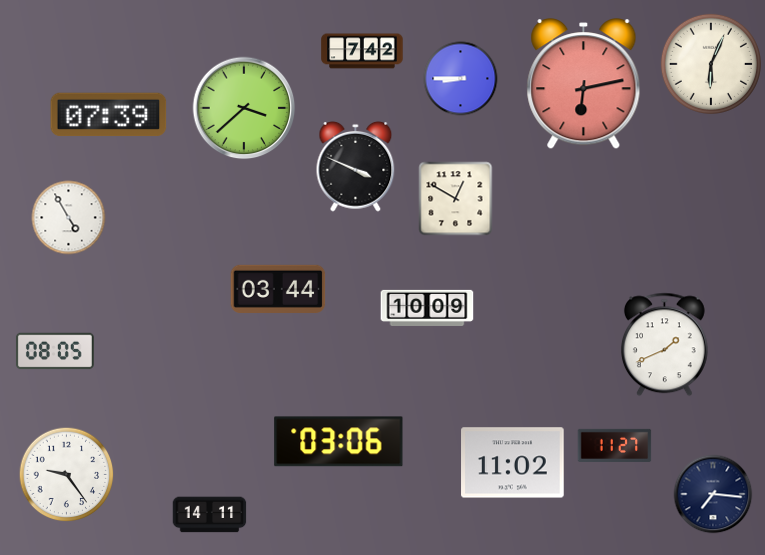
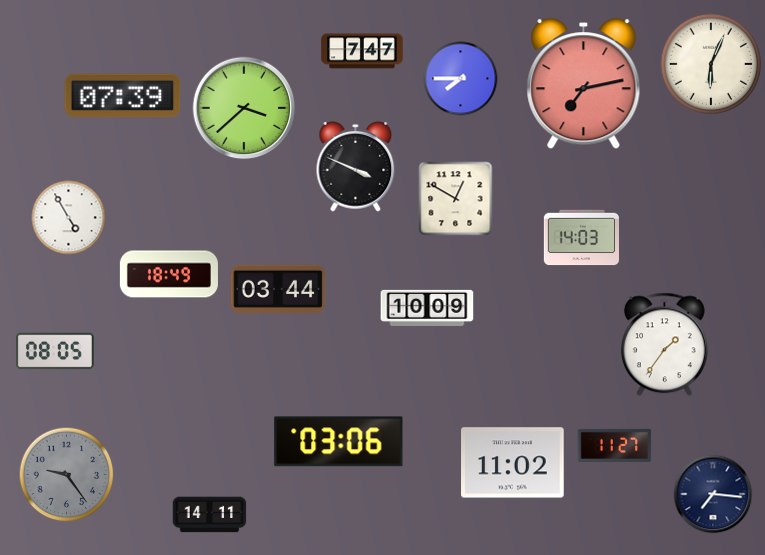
clock at (362, 51): 7:42 -> 7:47
clock at (461, 79): 8:45 -> 7:45
clock at (584, 84): 6:13 -> 7:13
clock at (109, 115) position: (109, 115) -> (123, 96)
clock at (581, 238): none -> 14:03
clock at (169, 274): none -> 18:49
clock at (664, 345): 1:41 -> 1:36
clock at (67, 475) dial: white -> grey
